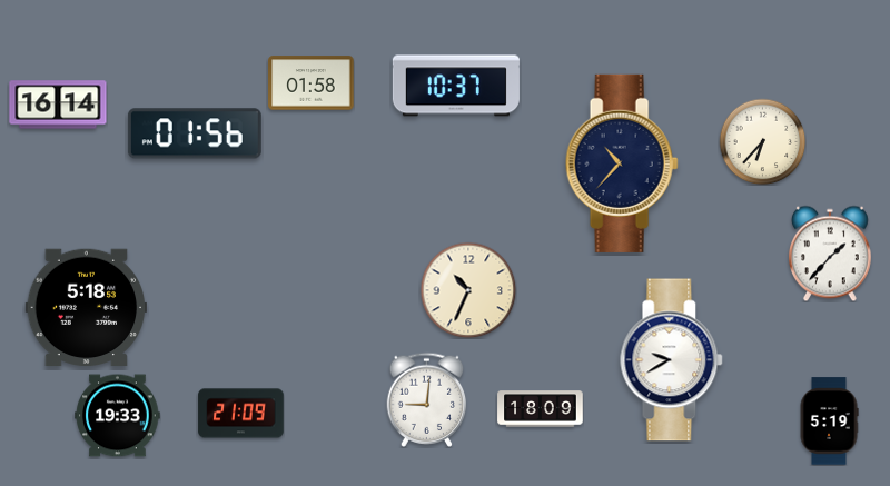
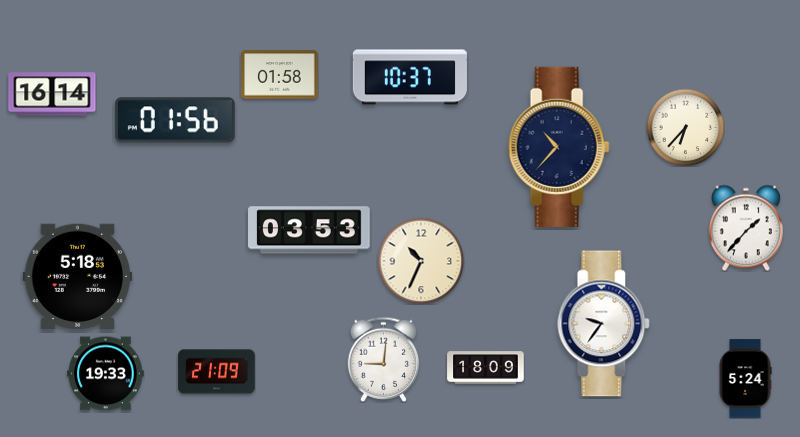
clock at (310, 230): none -> 03:53
clock at (672, 360): 9:40 -> 9:36
clock at (829, 421): 5:19 -> 5:24
